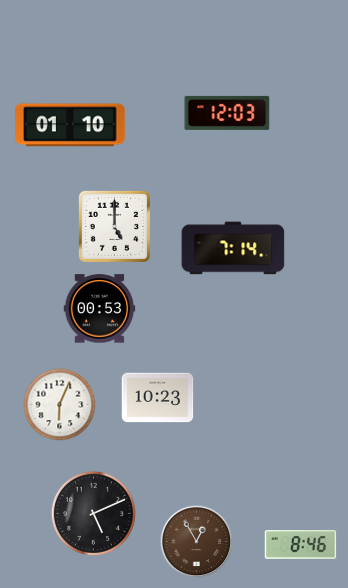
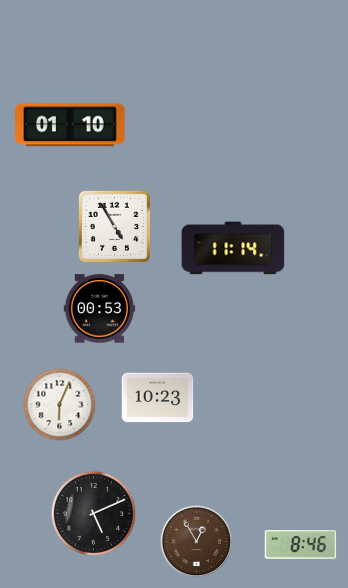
clock at (227, 113): 12:03 -> none
clock at (114, 226): 5:00 -> 4:55
clock at (233, 248): 7:14 -> 11:14
